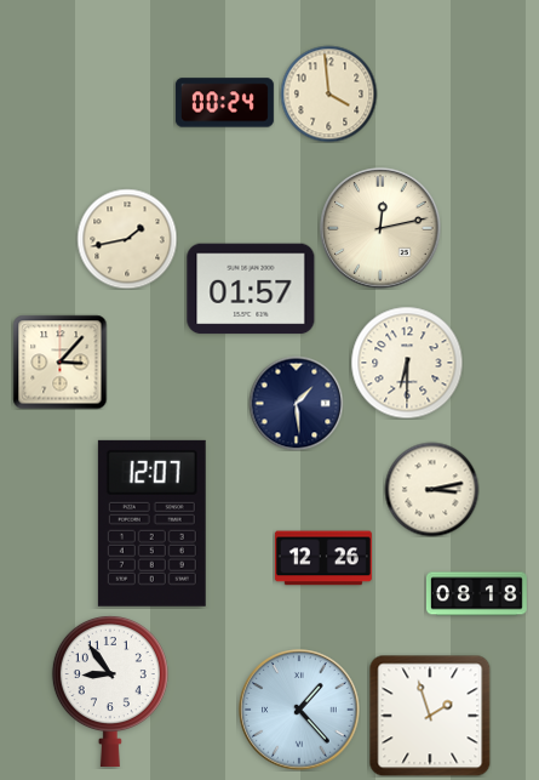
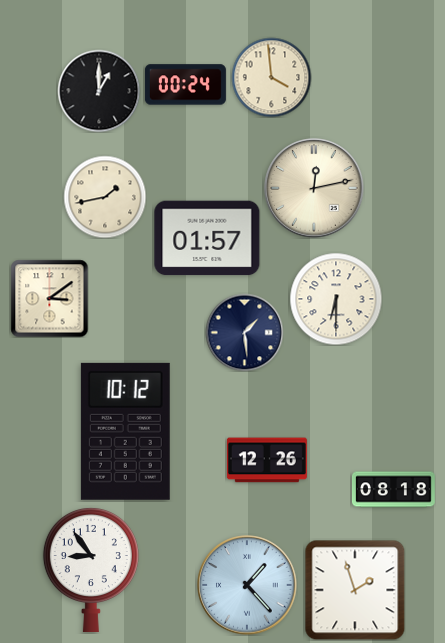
clock at (99, 91): none -> 1:00
clock at (59, 361): 3:07 -> 3:09
clock at (431, 489): 3:13 -> none
clock at (151, 523): 12:07 -> 10:12
